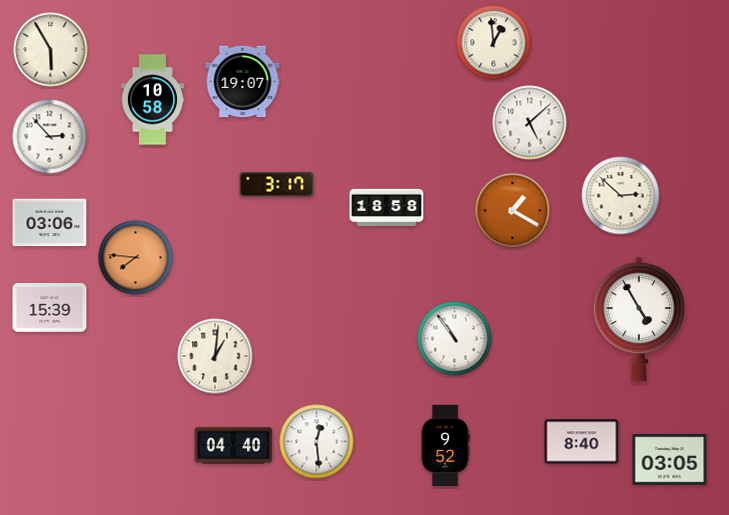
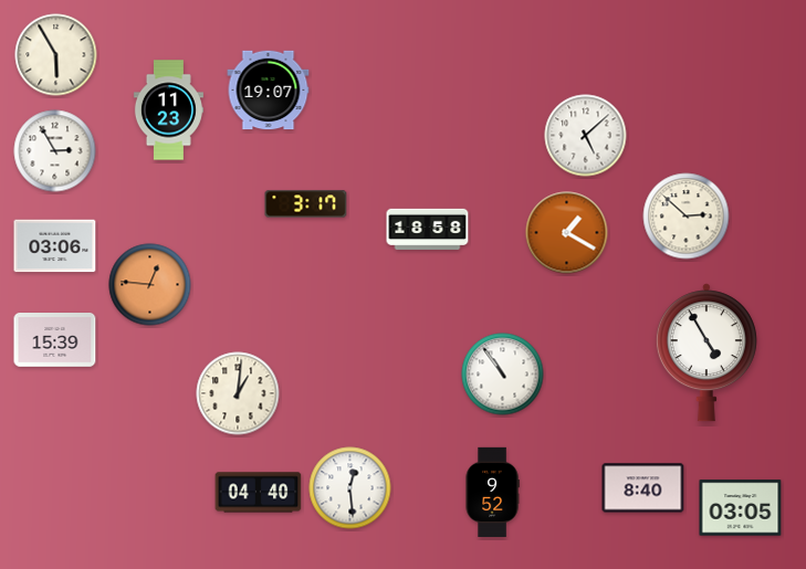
clock at (494, 43): 12:59 -> none
clock at (152, 100): 10:58 -> 11:23
clock at (50, 137): 2:53 -> 2:55
clock at (136, 258): 7:46 -> 12:46
